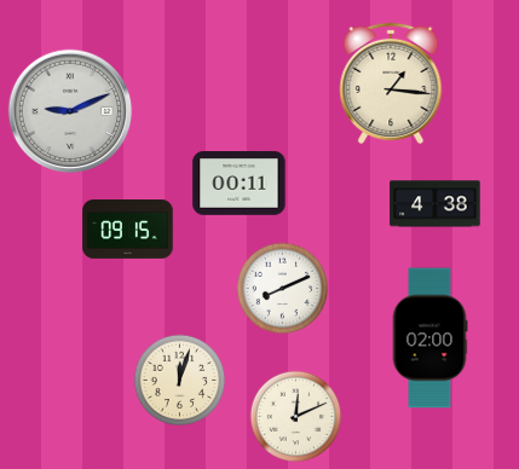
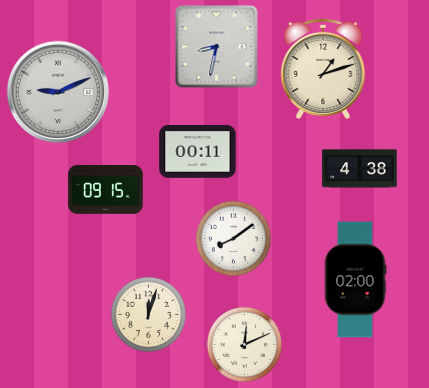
clock at (217, 47): none -> 8:32
clock at (391, 83): 1:16 -> 1:12
clock at (283, 289): 8:11 -> 8:09
